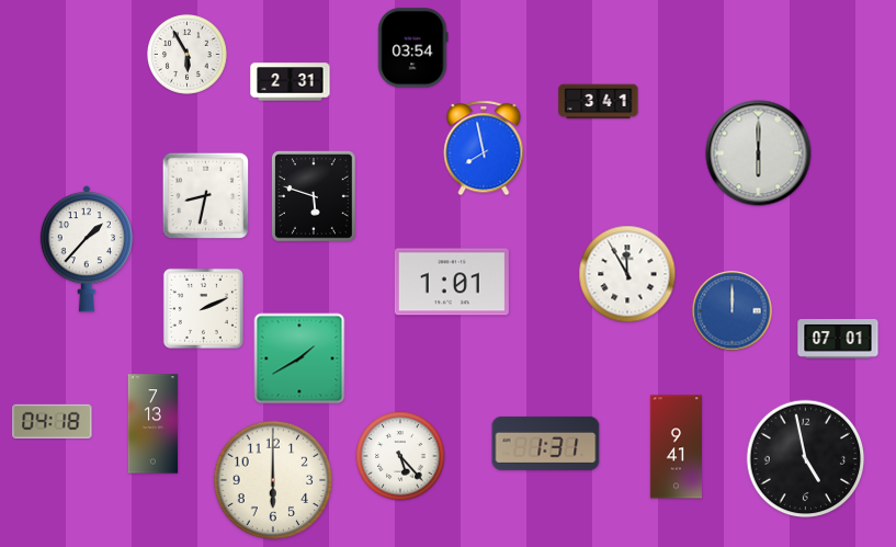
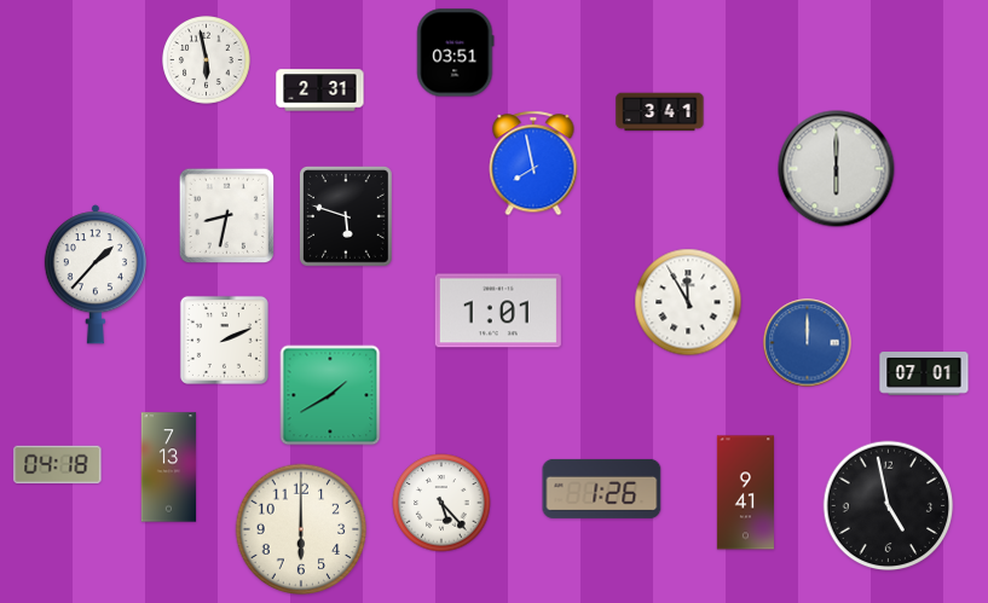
clock at (413, 48): 03:54 -> 03:51
clock at (188, 55): 5:55 -> 5:58
clock at (627, 274) position: (627, 274) -> (688, 302)
clock at (546, 443): 1:31 -> 1:26
